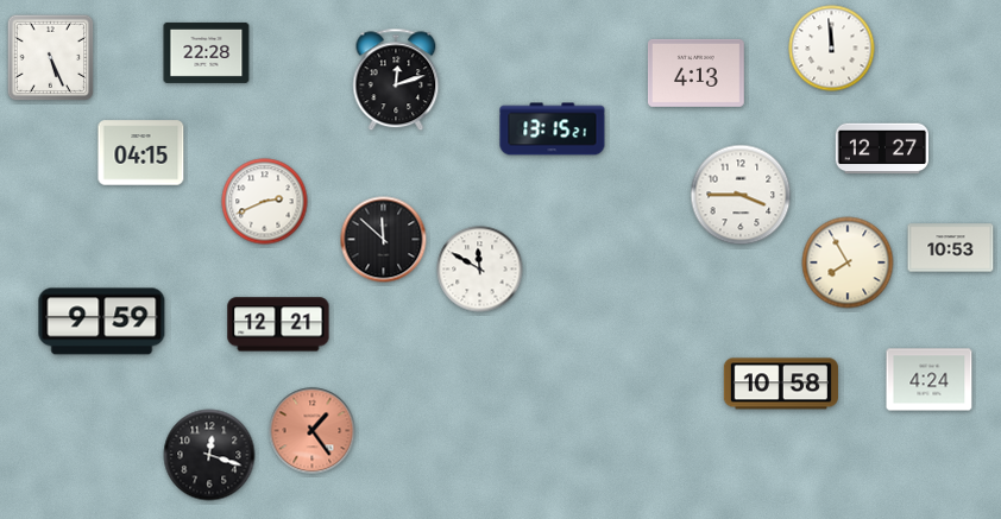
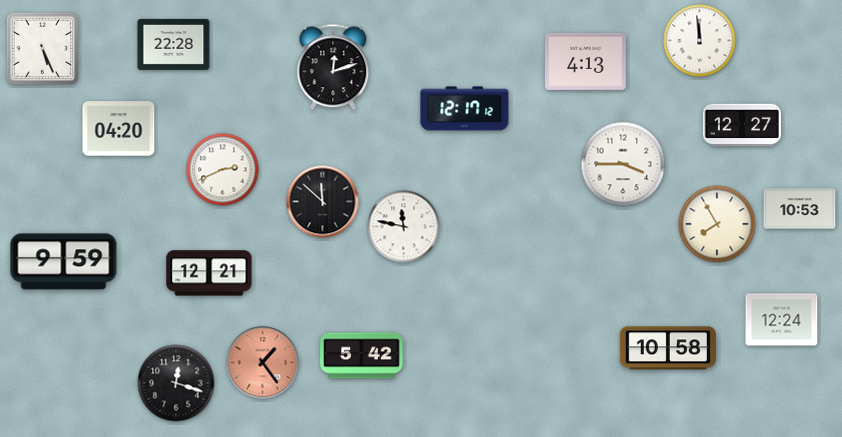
clock at (553, 129): 13:15 -> 12:17
clock at (141, 153): 04:15 -> 04:20
clock at (848, 262) position: (848, 262) -> (717, 224)
clock at (480, 270): 11:50 -> 11:47
clock at (102, 322) position: (102, 322) -> (64, 262)
clock at (278, 324) position: (278, 324) -> (209, 273)
clock at (930, 380): 4:24 -> 12:24
clock at (781, 384) position: (781, 384) -> (668, 348)
clock at (362, 356): none -> 5:42
